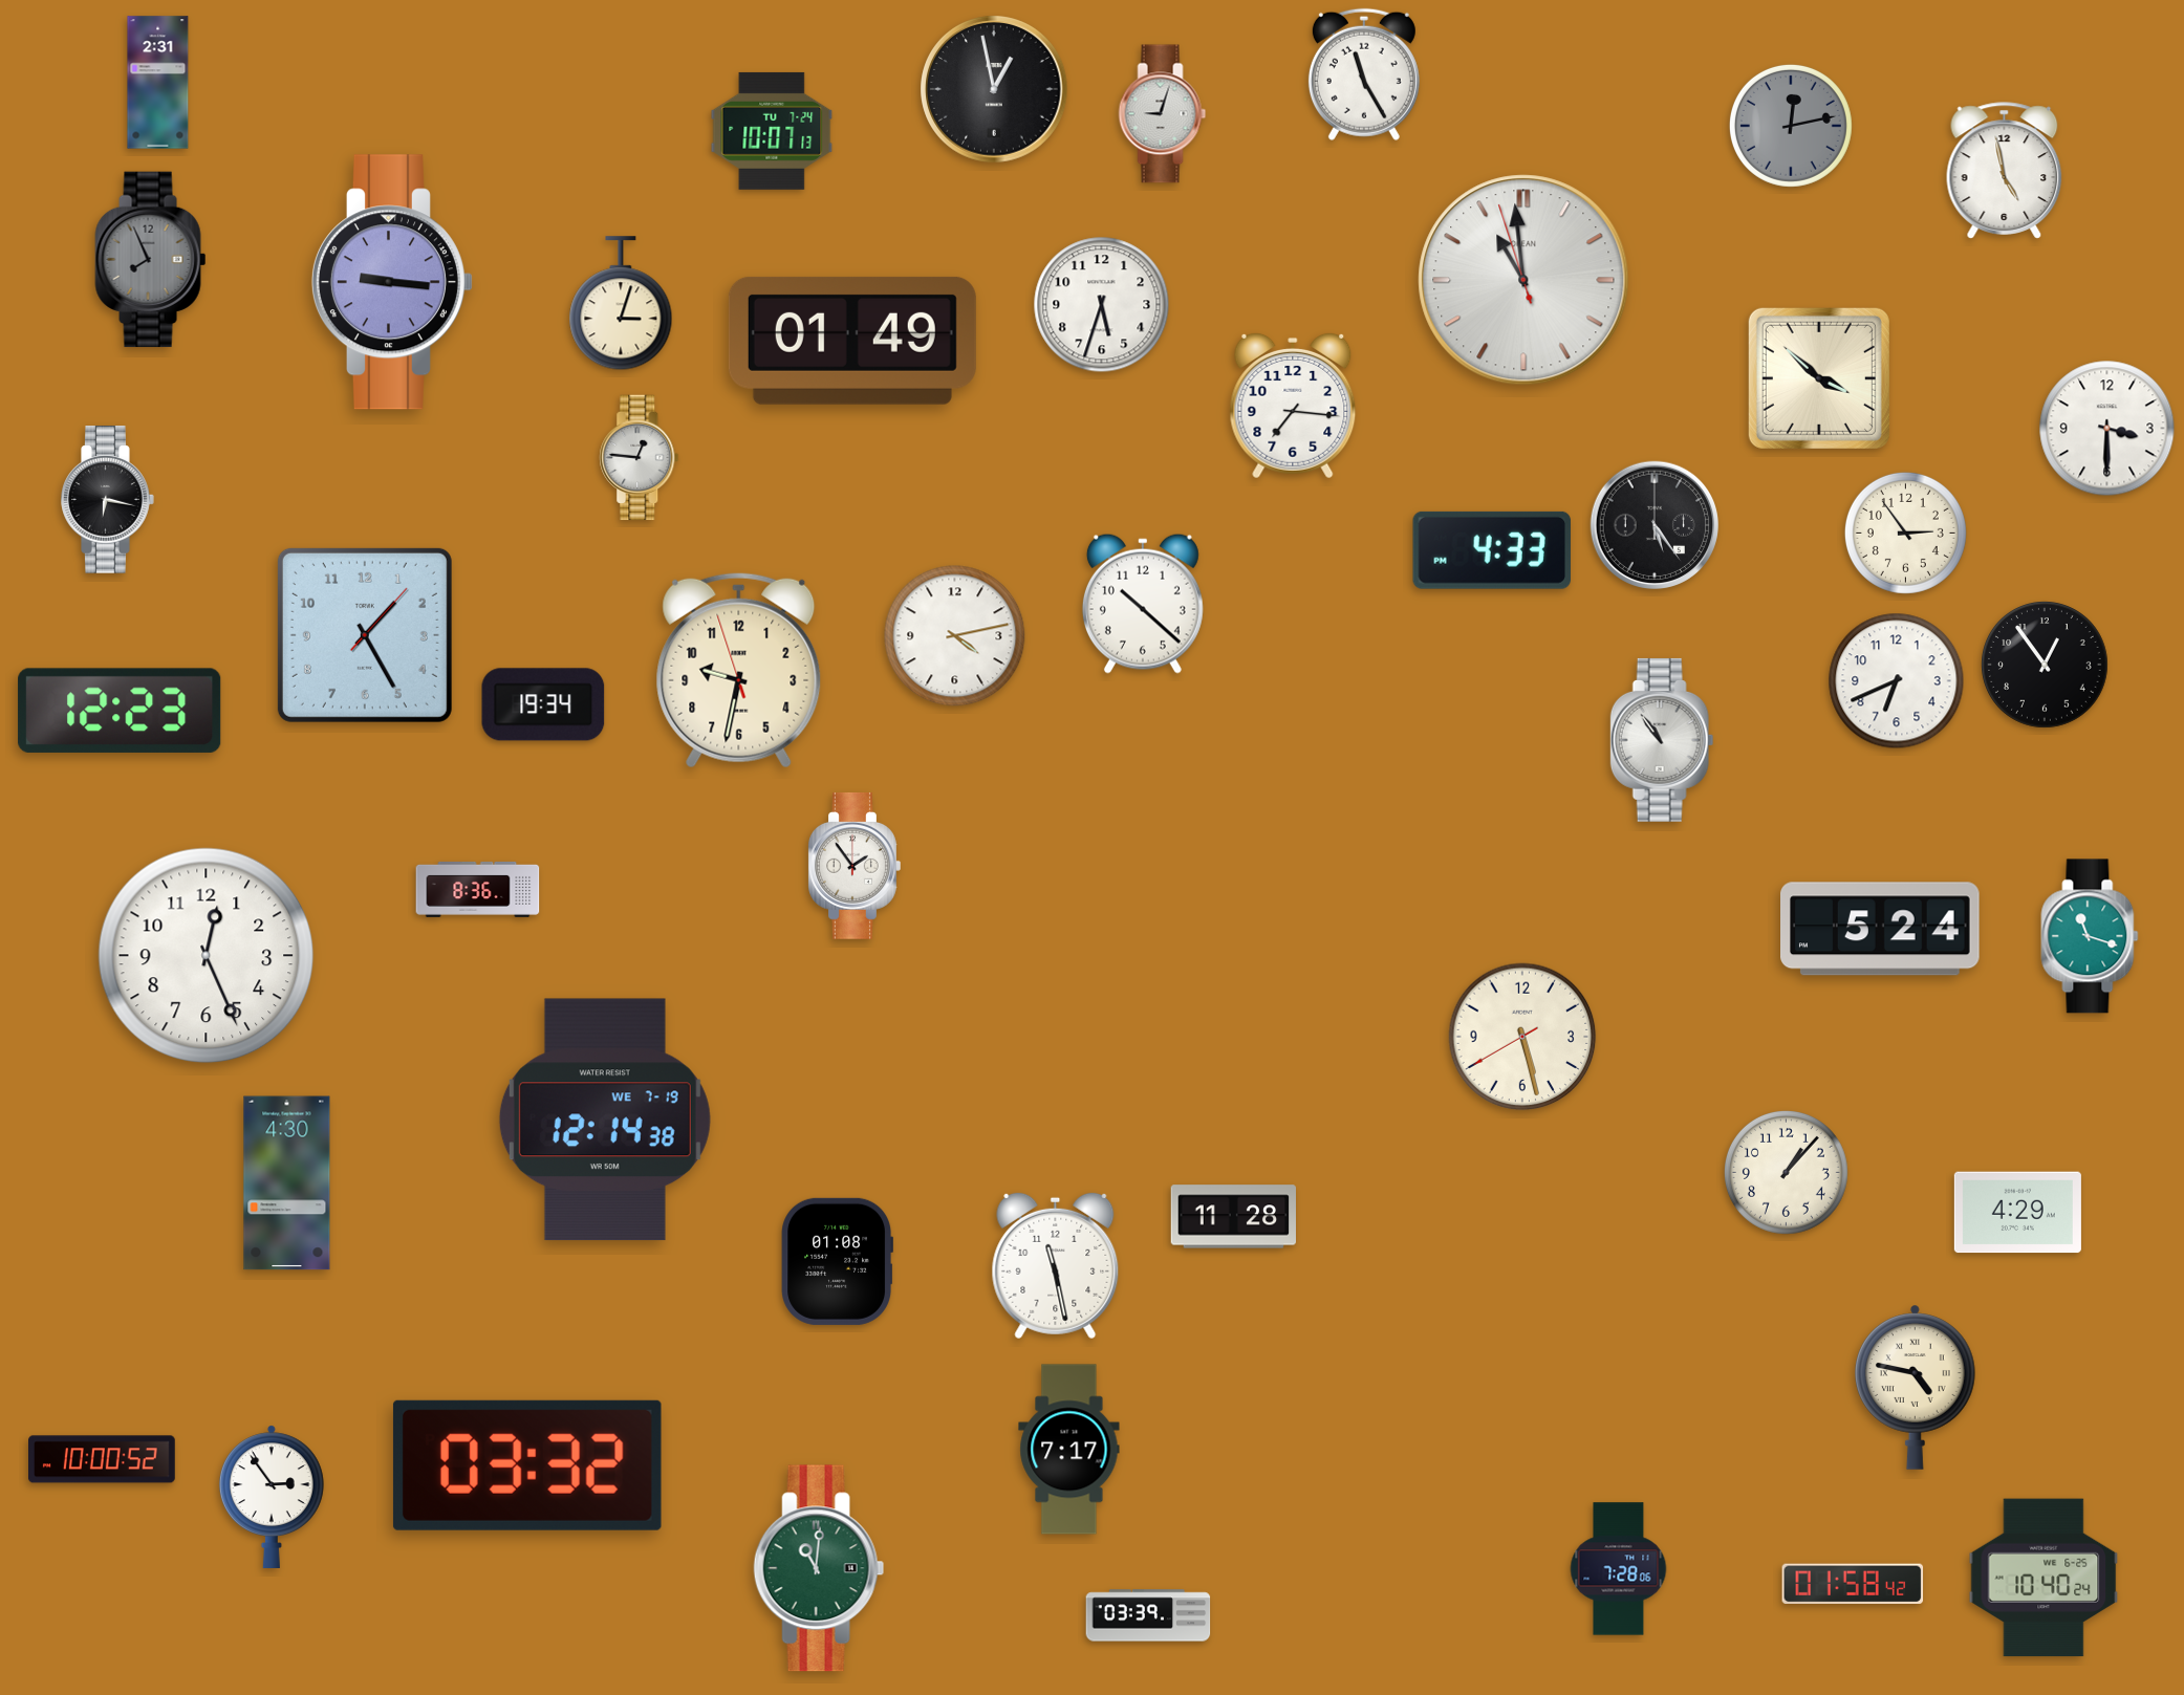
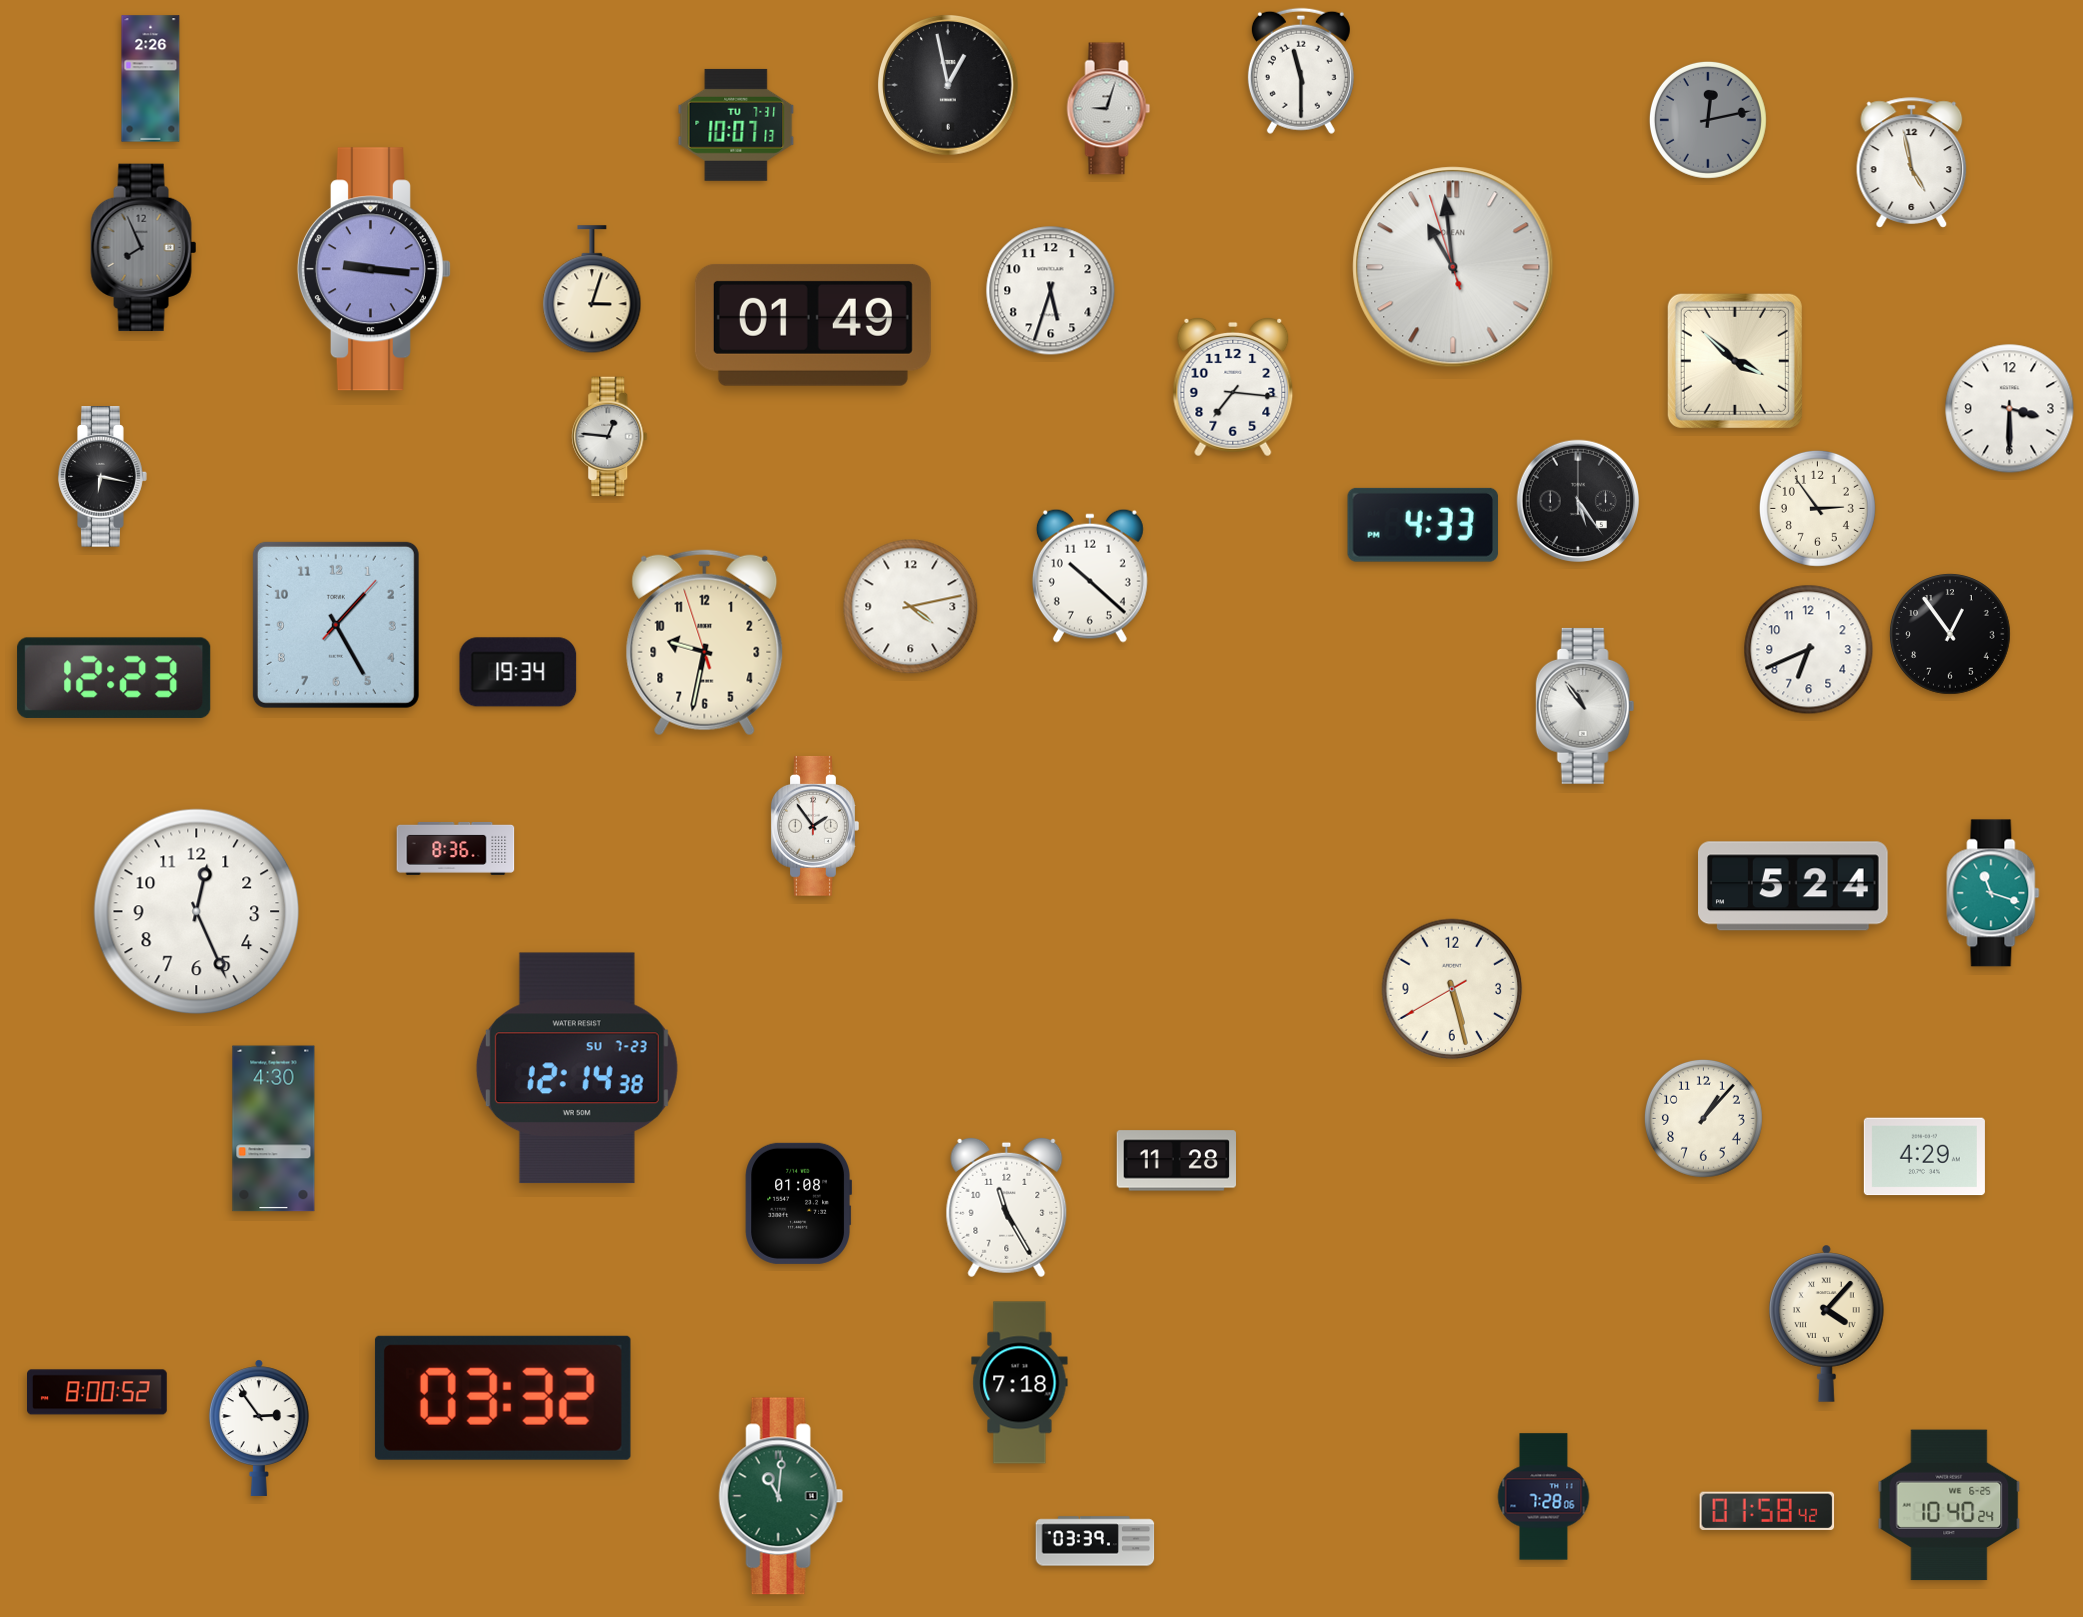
clock at (1364, 74): 11:25 -> 11:30
clock at (158, 83): 2:31 -> 2:26
clock at (772, 131) date: TU 7-24 -> TU 7-31
clock at (365, 635) position: (365, 635) -> (336, 625)
clock at (739, 670) position: (739, 670) -> (705, 642)
clock at (605, 1120) date: WE 7-19 -> SU 7-23
clock at (1056, 1266): 11:28 -> 11:25
clock at (1916, 1387): 4:47 -> 4:07
clock at (1069, 1450): 7:17 -> 7:18
clock at (103, 1459): 10:00 -> 8:00
